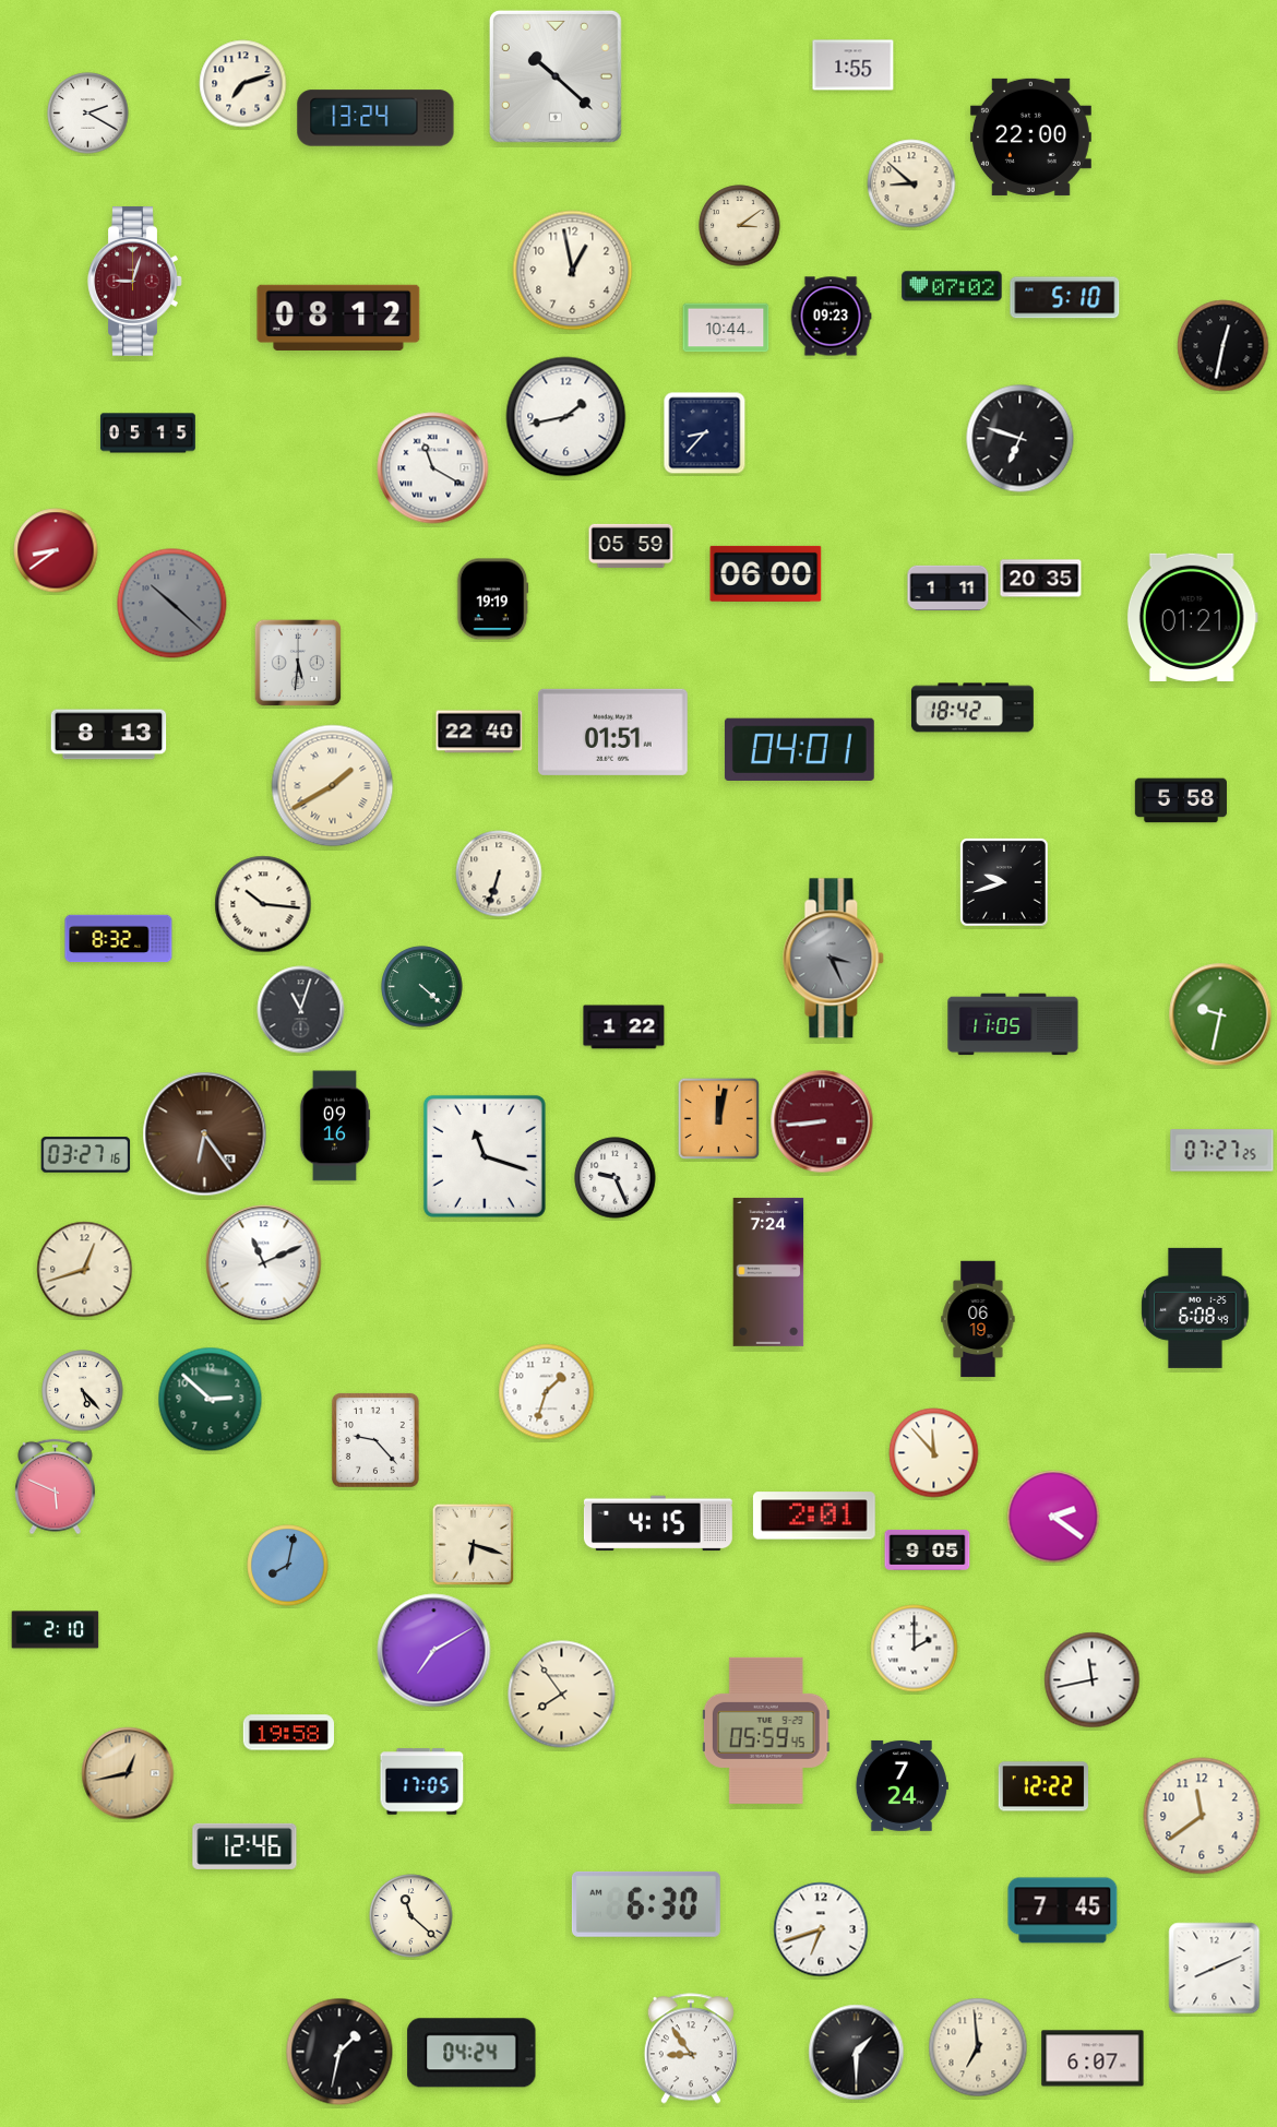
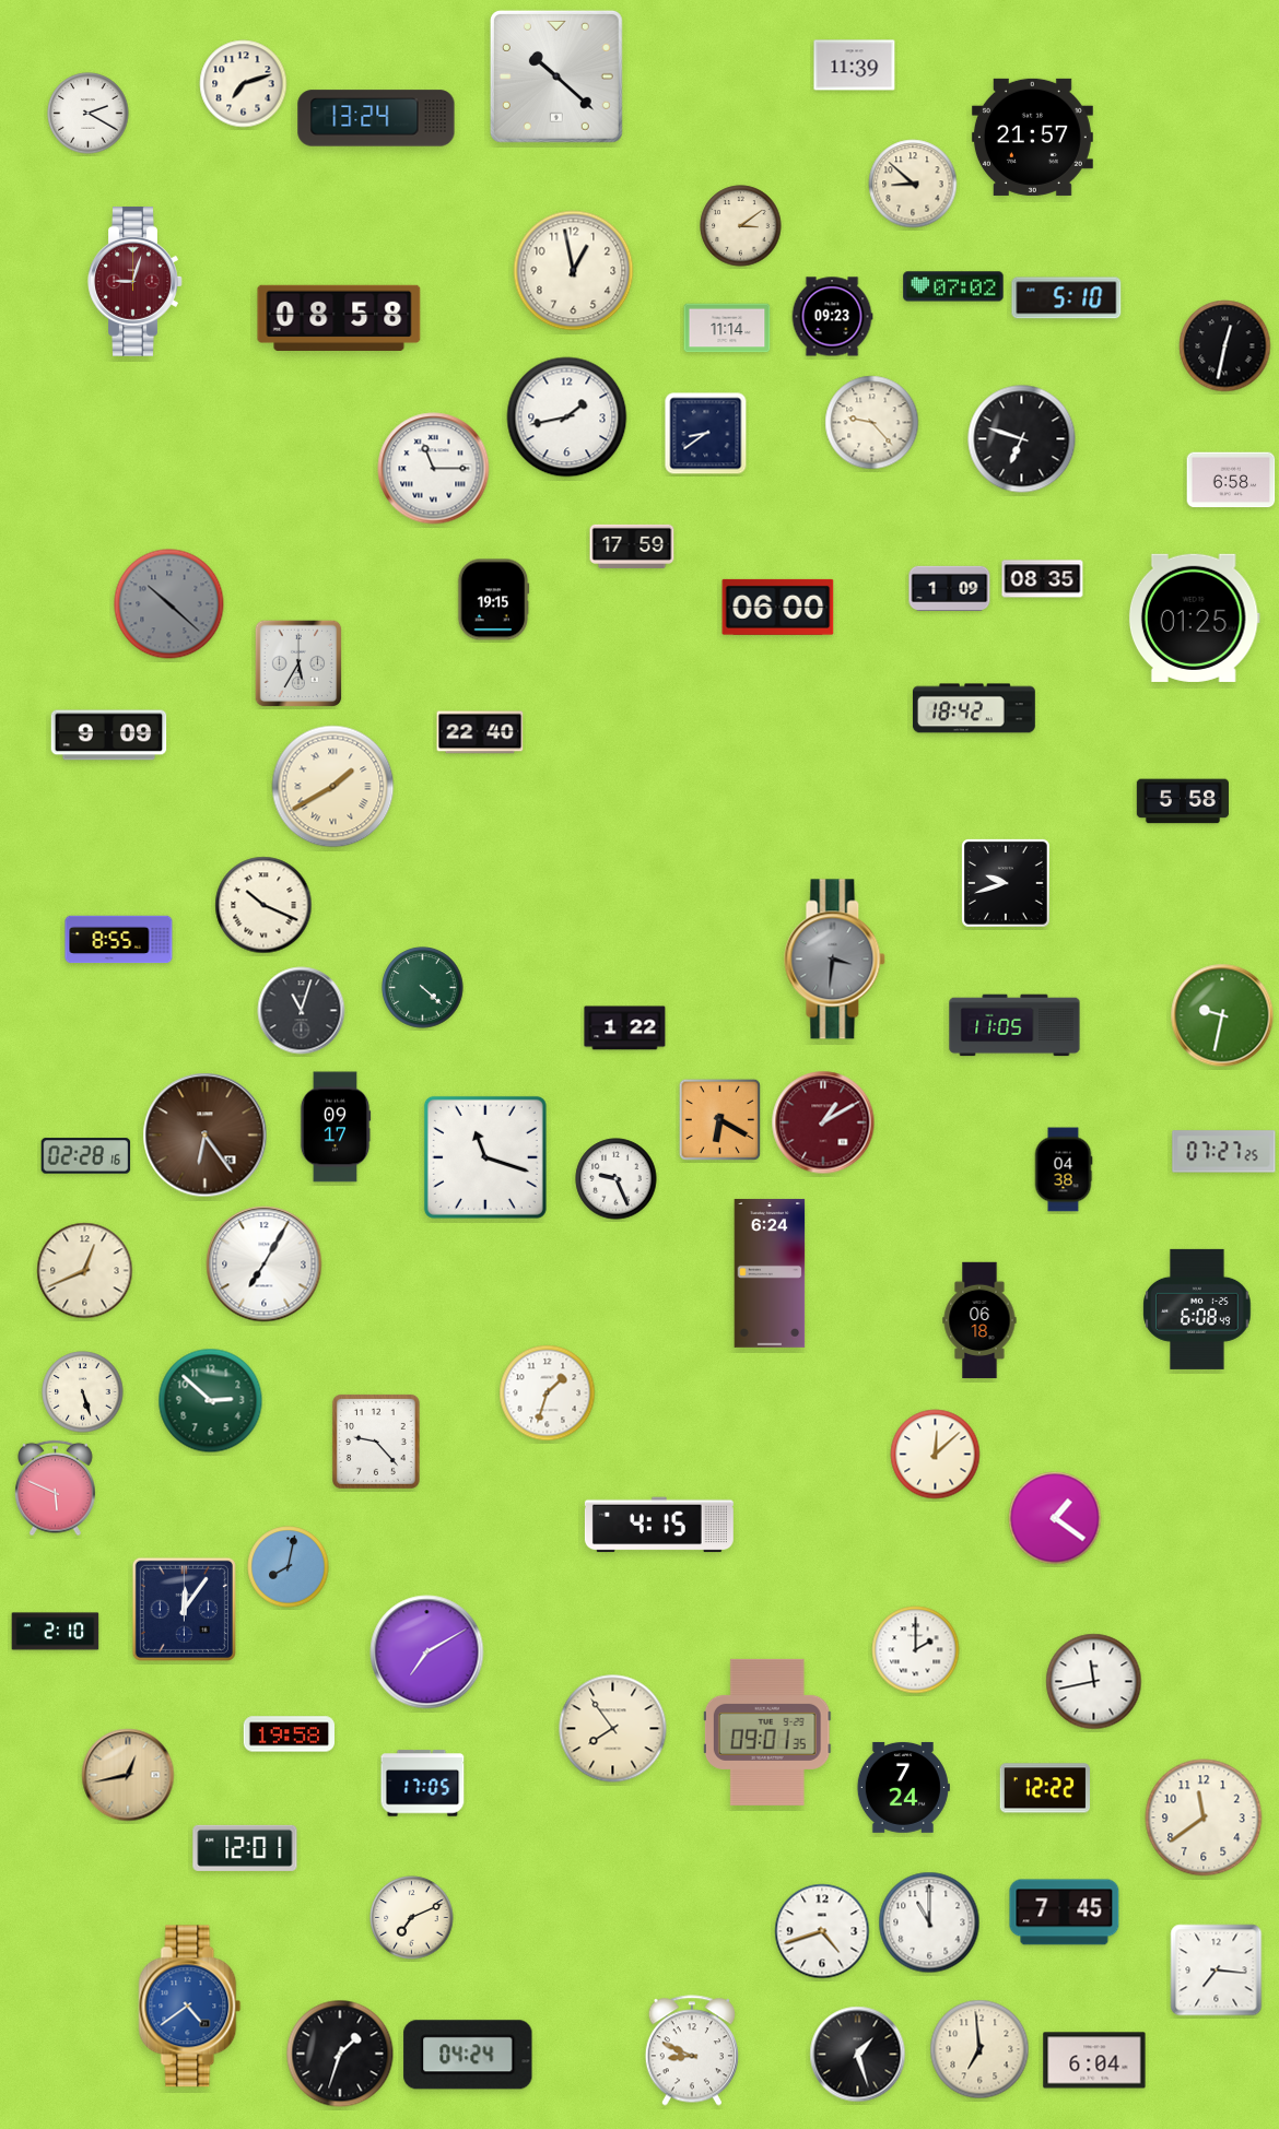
clock at (854, 66): 1:55 -> 11:39
clock at (1030, 136): 22:00 -> 21:57
clock at (338, 318): 08:12 -> 08:58
clock at (726, 328): 10:44 -> 11:14
clock at (872, 423): none -> 9:23
clock at (147, 433): 05:15 -> none
clock at (705, 433): 8:37 -> 8:39
clock at (433, 468): 11:20 -> 11:15
clock at (1231, 480): none -> 6:58
clock at (631, 546): 05:59 -> 17:59
clock at (56, 550): 8:39 -> none
clock at (766, 573) position: (766, 573) -> (778, 607)
clock at (1041, 579): 20:35 -> 08:35
clock at (948, 587): 1:11 -> 1:09
clock at (492, 599): 19:19 -> 19:15
clock at (172, 604) position: (172, 604) -> (169, 604)
clock at (1192, 617): 01:21 -> 01:25
clock at (298, 663): 5:31 -> 5:35
clock at (612, 732): 01:51 -> none
clock at (109, 735): 8:13 -> 9:09
clock at (799, 750): 04:01 -> none
clock at (499, 874): 6:33 -> none
clock at (263, 904): 10:16 -> 10:19
clock at (119, 939): 8:32 -> 8:55
clock at (834, 959): 3:26 -> 3:31
clock at (718, 1118): 12:02 -> 6:20
clock at (822, 1121): 8:44 -> 1:10
clock at (335, 1126): 09:16 -> 09:17
clock at (86, 1155): 03:27 -> 02:28
clock at (1064, 1169): none -> 04:38
clock at (264, 1263): 11:11 -> 7:05
clock at (85, 1270): 12:42 -> 12:41
clock at (768, 1272): 7:24 -> 6:24
clock at (978, 1319): 06:19 -> 06:18
clock at (83, 1391): 5:23 -> 5:27
clock at (934, 1453): 11:53 -> 12:08
clock at (814, 1516): 2:01 -> none
clock at (1053, 1517): 2:21 -> 1:21
clock at (473, 1544): 6:18 -> none
clock at (928, 1549): 9:05 -> none
clock at (184, 1609): none -> 12:06
clock at (434, 1651) position: (434, 1651) -> (427, 1652)
clock at (562, 1695) position: (562, 1695) -> (613, 1729)
clock at (766, 1731): 05:59 -> 09:01
clock at (244, 1846): 12:46 -> 12:01
clock at (646, 1904): 6:30 -> none
clock at (411, 1916): 11:22 -> 7:11
clock at (929, 1922): none -> 11:00
clock at (821, 1929): 6:42 -> 4:42
clock at (1215, 1969): 8:11 -> 7:16
clock at (190, 2007): none -> 4:39
clock at (691, 2048): 8:54 -> 8:49
clock at (339, 2052): 1:32 -> 1:33
clock at (472, 2053) position: (472, 2053) -> (468, 2055)
clock at (857, 2053): 1:30 -> 1:27
clock at (1093, 2058): 6:07 -> 6:04
